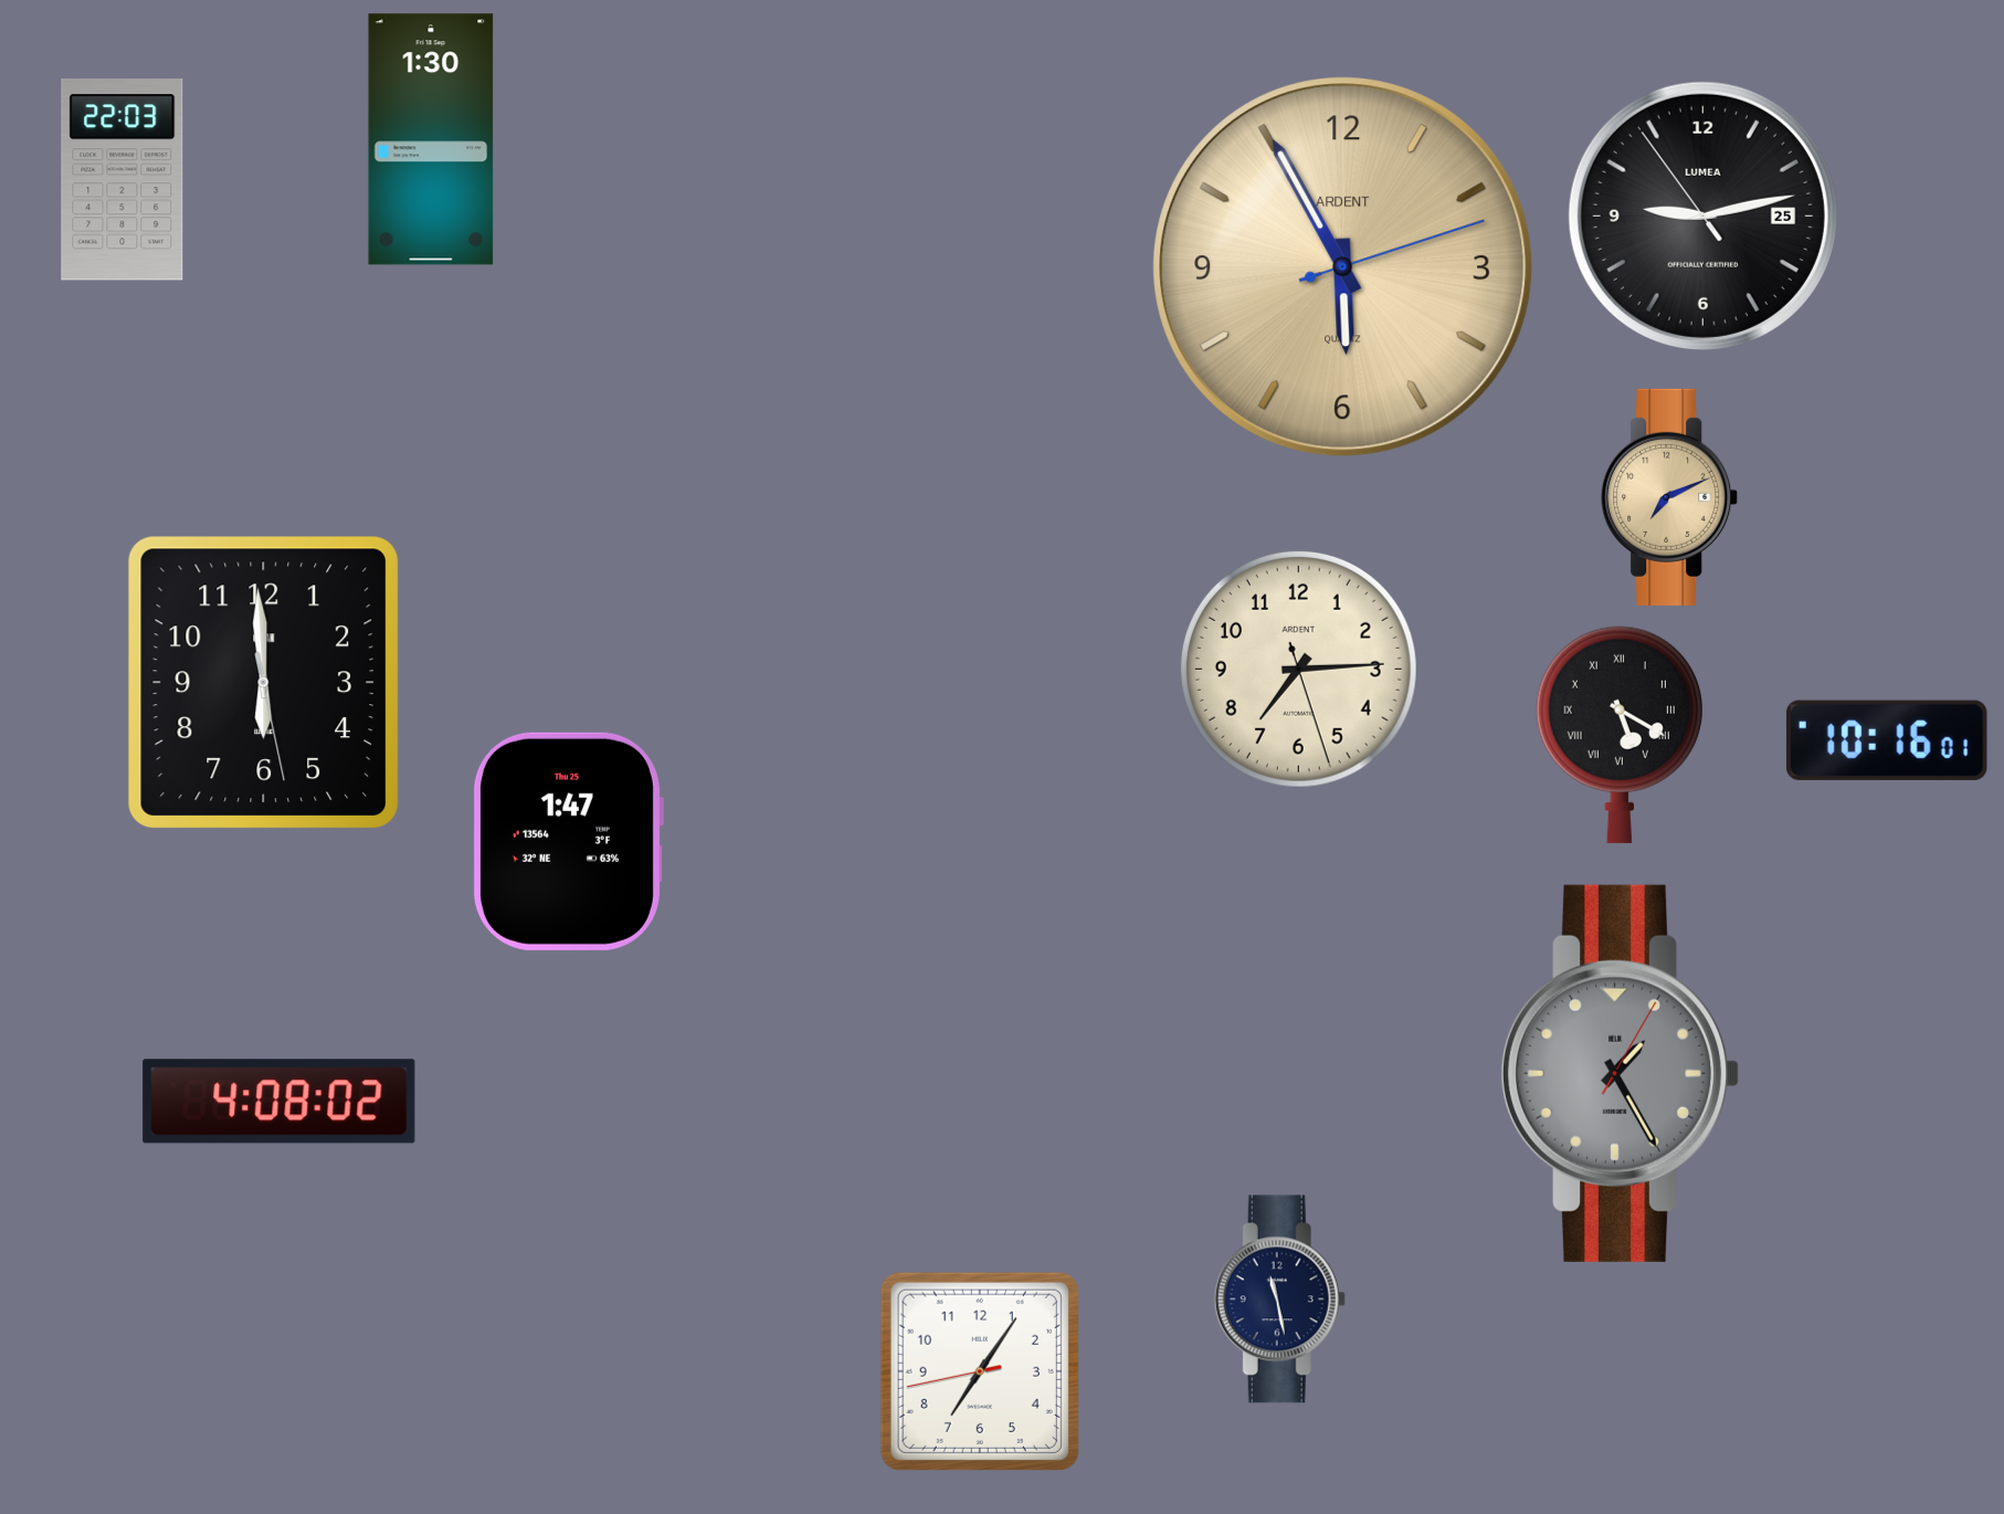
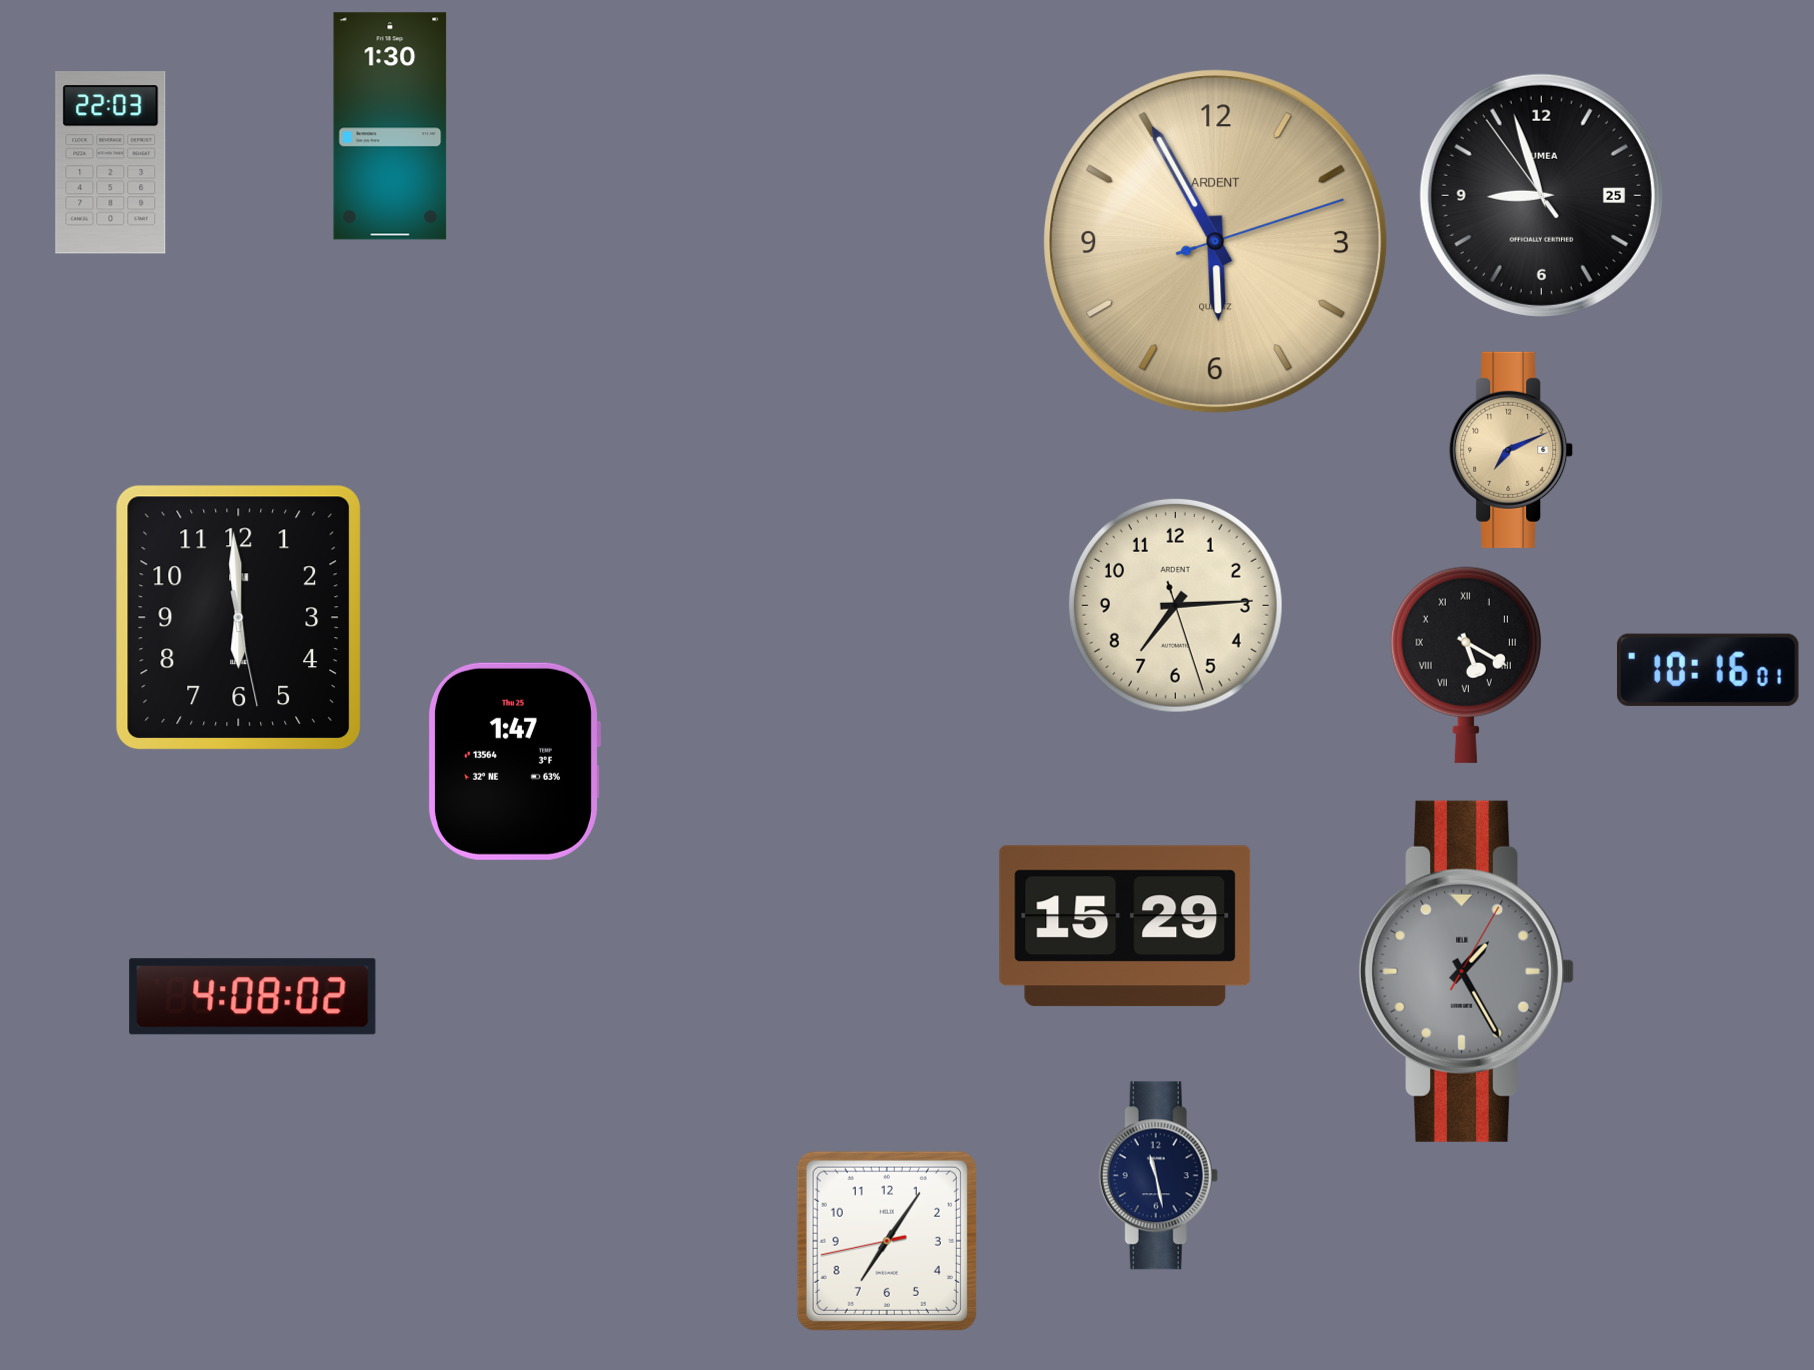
clock at (1702, 215): 9:12 -> 8:56
clock at (1125, 926): none -> 15:29
